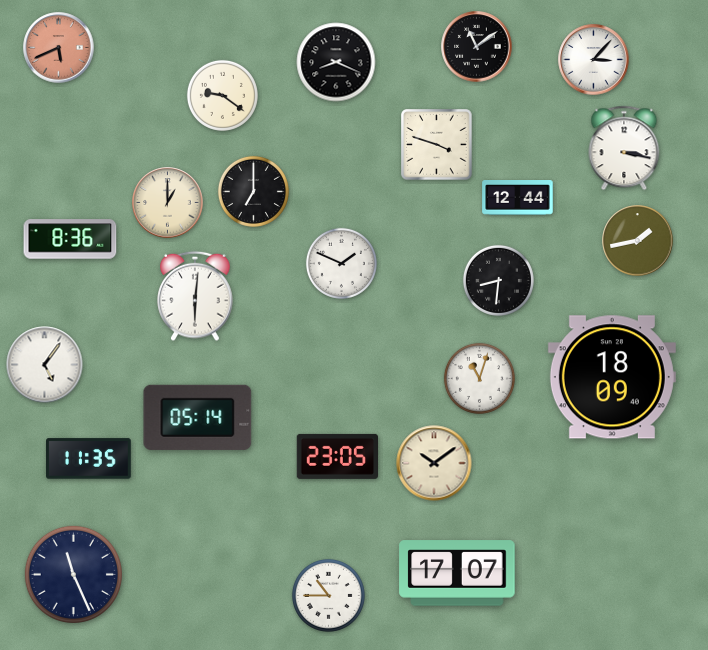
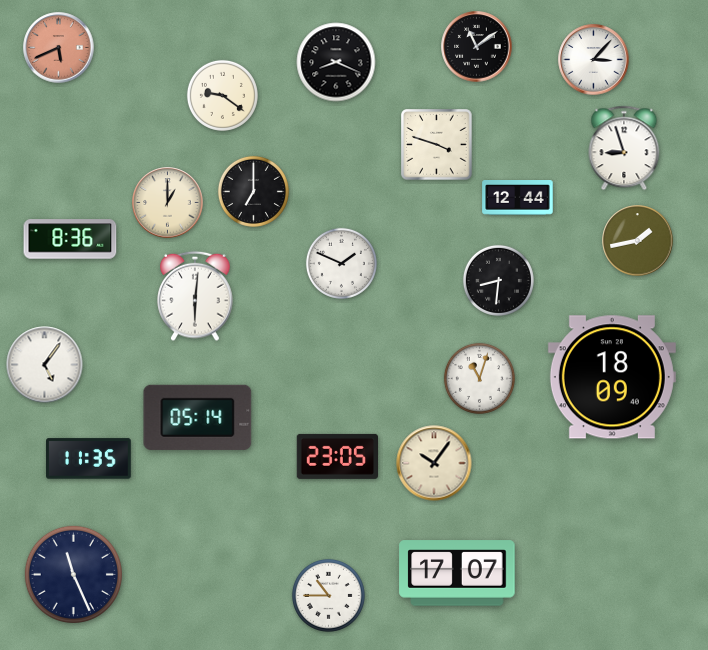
clock at (624, 148): 3:17 -> 8:57
clock at (434, 463): 10:09 -> 10:06
